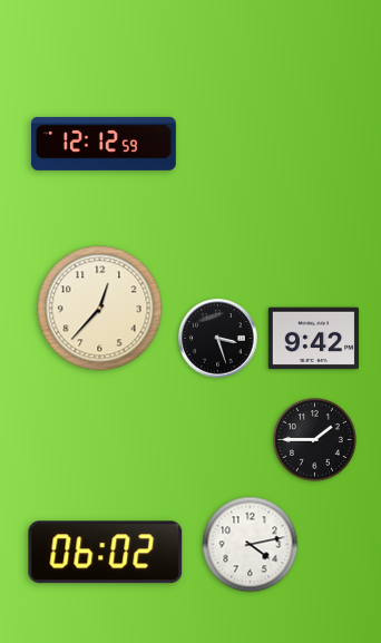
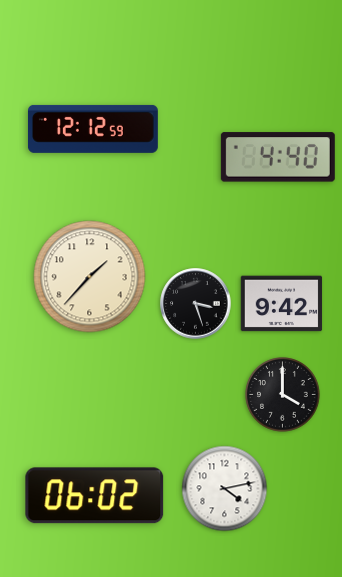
clock at (278, 157): none -> 4:40
clock at (100, 309): 12:37 -> 1:37
clock at (315, 440): 1:45 -> 4:00
